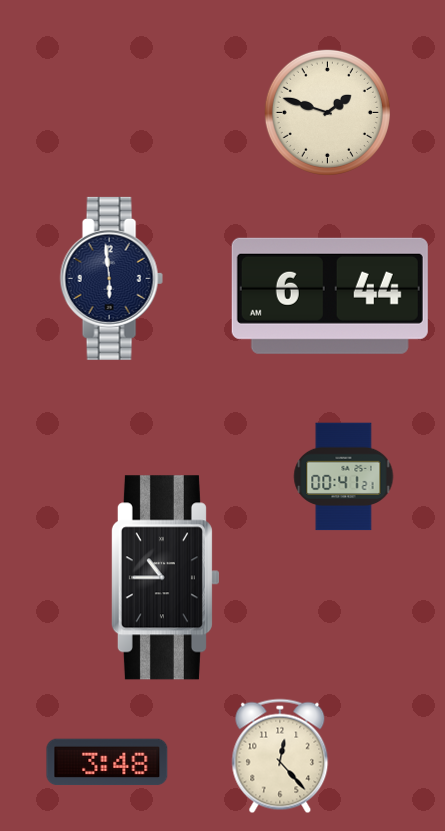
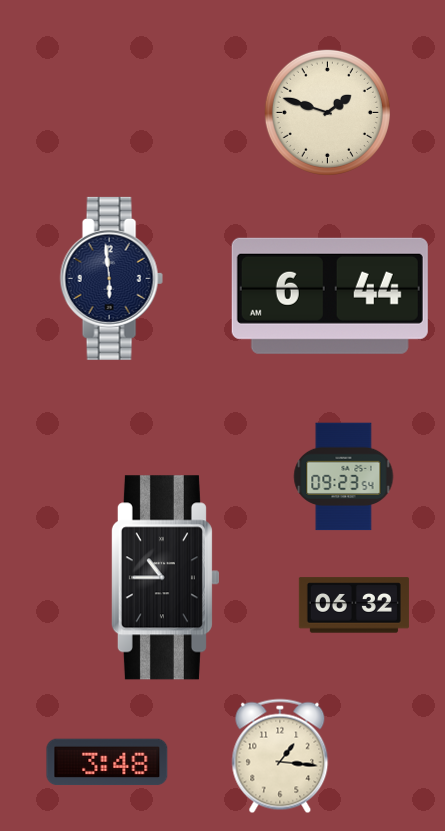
clock at (344, 477): 00:41 -> 09:23
clock at (354, 605): none -> 06:32
clock at (280, 756): 12:23 -> 1:16
